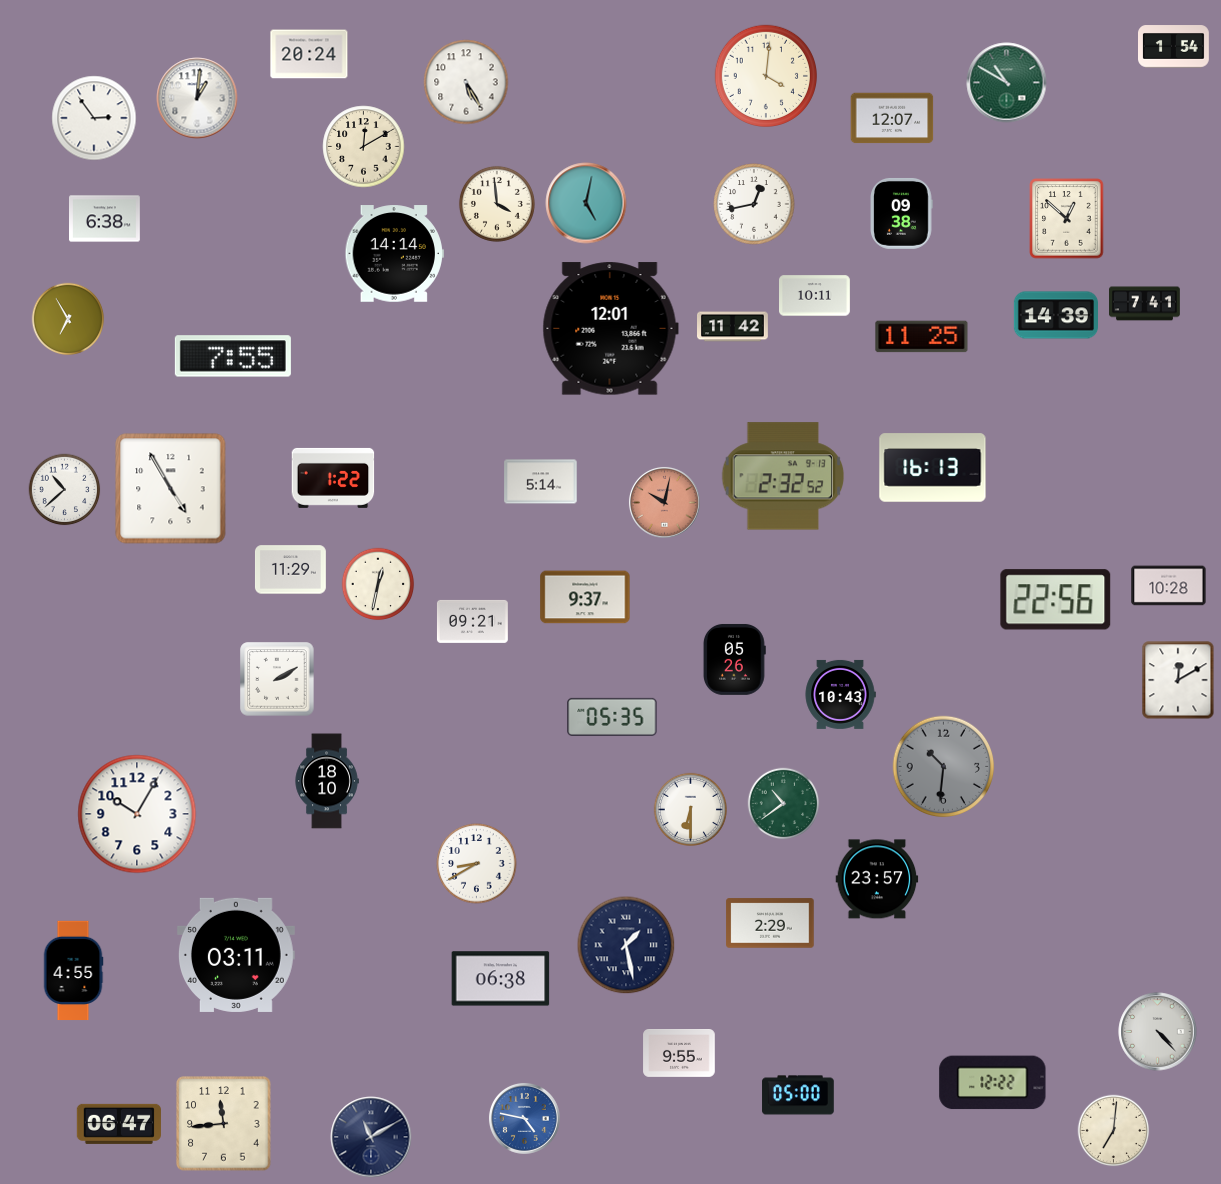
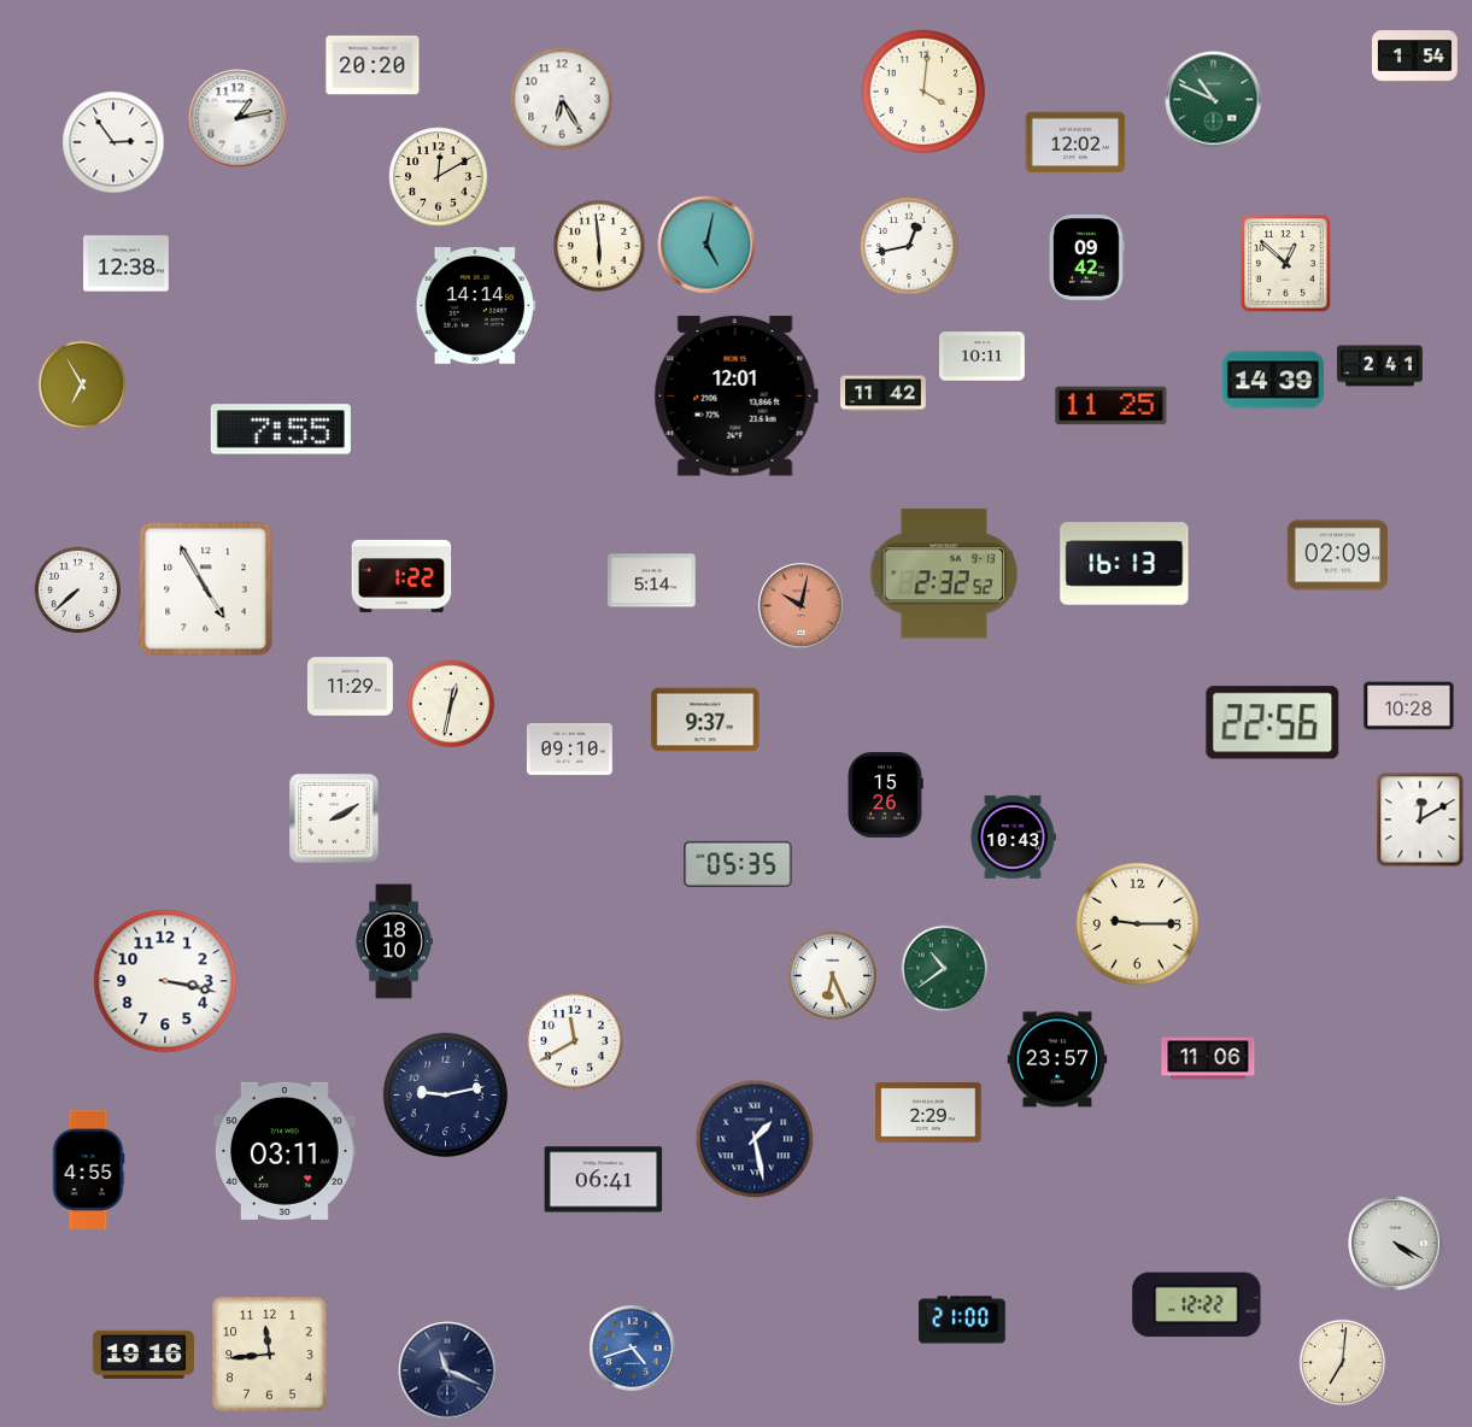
clock at (309, 54): 20:24 -> 20:20
clock at (466, 82): 5:25 -> 6:25
clock at (1007, 83): 10:50 -> 10:49
clock at (197, 98): 1:01 -> 1:13
clock at (892, 118): 12:07 -> 12:02
clock at (497, 204): 3:59 -> 5:59
clock at (901, 213): 09:38 -> 09:42
clock at (105, 219): 6:38 -> 12:38
clock at (1145, 304): 7:41 -> 2:41
clock at (1338, 556): none -> 02:09
clock at (65, 490): 10:38 -> 7:38
clock at (378, 584) position: (378, 584) -> (451, 704)
clock at (472, 621): 09:21 -> 09:10
clock at (734, 659): 05:26 -> 15:26
clock at (944, 767): 10:31 -> 9:15
clock at (944, 767) dial: grey -> cream
clock at (690, 809): 6:30 -> 6:26
clock at (137, 814): 10:05 -> 3:17
clock at (477, 864): 8:40 -> 11:40
clock at (1208, 1058): none -> 11:06
clock at (445, 1094): none -> 9:13
clock at (501, 979): 06:38 -> 06:41
clock at (1158, 1032): 4:23 -> 4:20
clock at (679, 1054): 9:55 -> none
clock at (798, 1095): 05:00 -> 21:00
clock at (525, 1119): 4:47 -> 4:42
clock at (119, 1124): 06:47 -> 19:16
clock at (371, 1137): 11:10 -> 11:19
